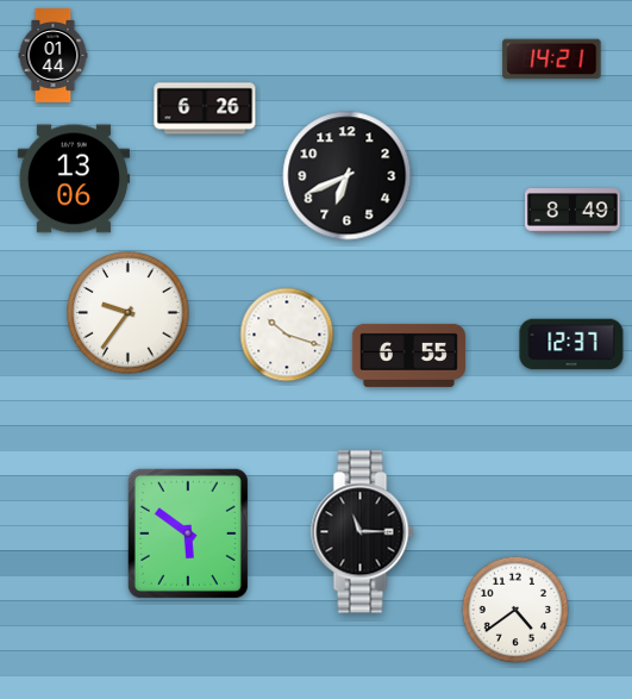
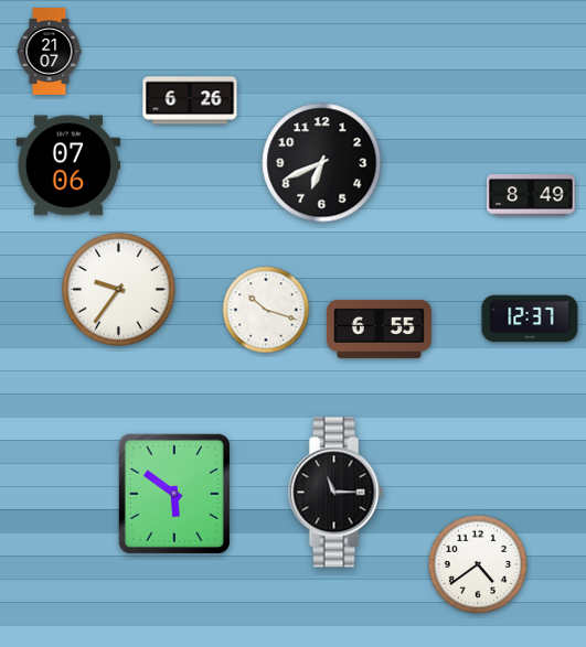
clock at (54, 56): 01:44 -> 21:07
clock at (552, 60): 14:21 -> none
clock at (74, 179): 13:06 -> 07:06
